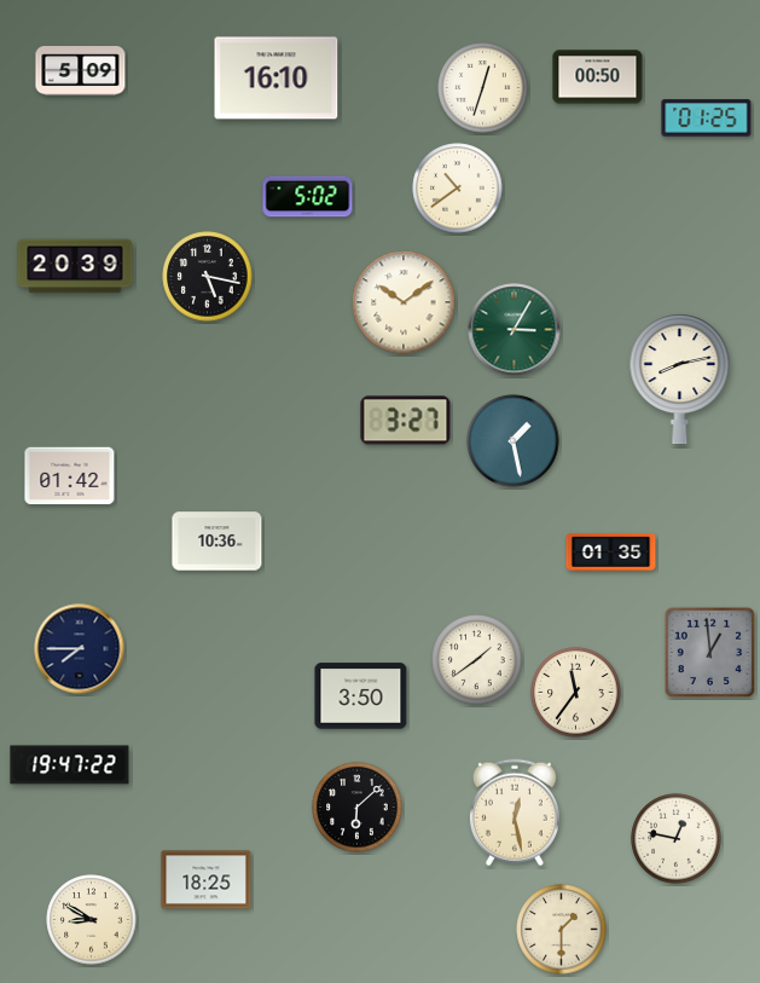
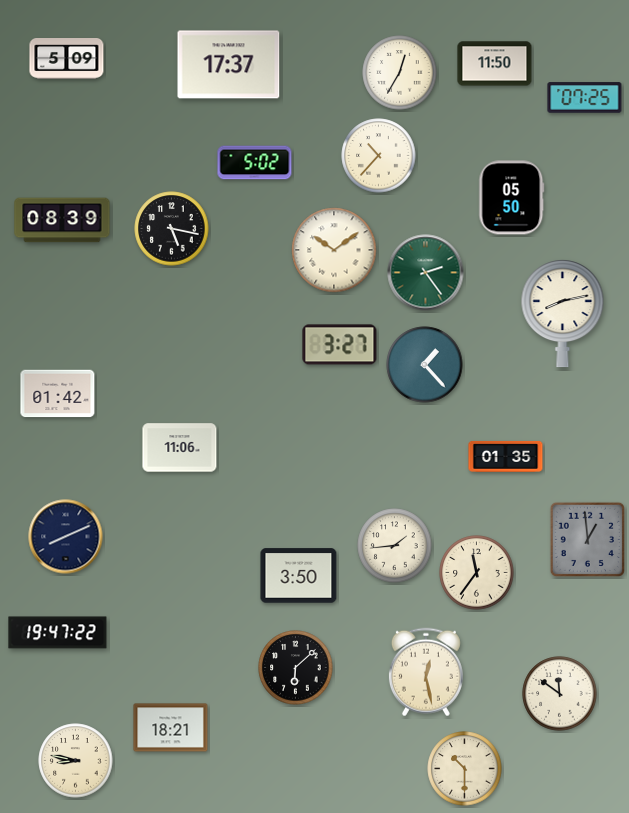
clock at (598, 77): 00:50 -> 11:50
clock at (277, 79): 16:10 -> 17:37
clock at (483, 88): 12:33 -> 12:35
clock at (707, 118): 01:25 -> 07:25
clock at (458, 189): 10:39 -> 10:37
clock at (512, 198): none -> 05:50
clock at (75, 266): 20:39 -> 08:39
clock at (515, 330): 3:05 -> 2:24
clock at (406, 421) position: (406, 421) -> (340, 345)
clock at (514, 441): 1:28 -> 1:23
clock at (217, 542): 10:36 -> 11:06
clock at (80, 649): 7:45 -> 8:11
clock at (477, 660): 1:39 -> 1:44
clock at (677, 839): 12:47 -> 11:51
clock at (207, 880): 18:25 -> 18:21
clock at (92, 920): 8:50 -> 8:47
clock at (562, 930): 1:30 -> 10:30
